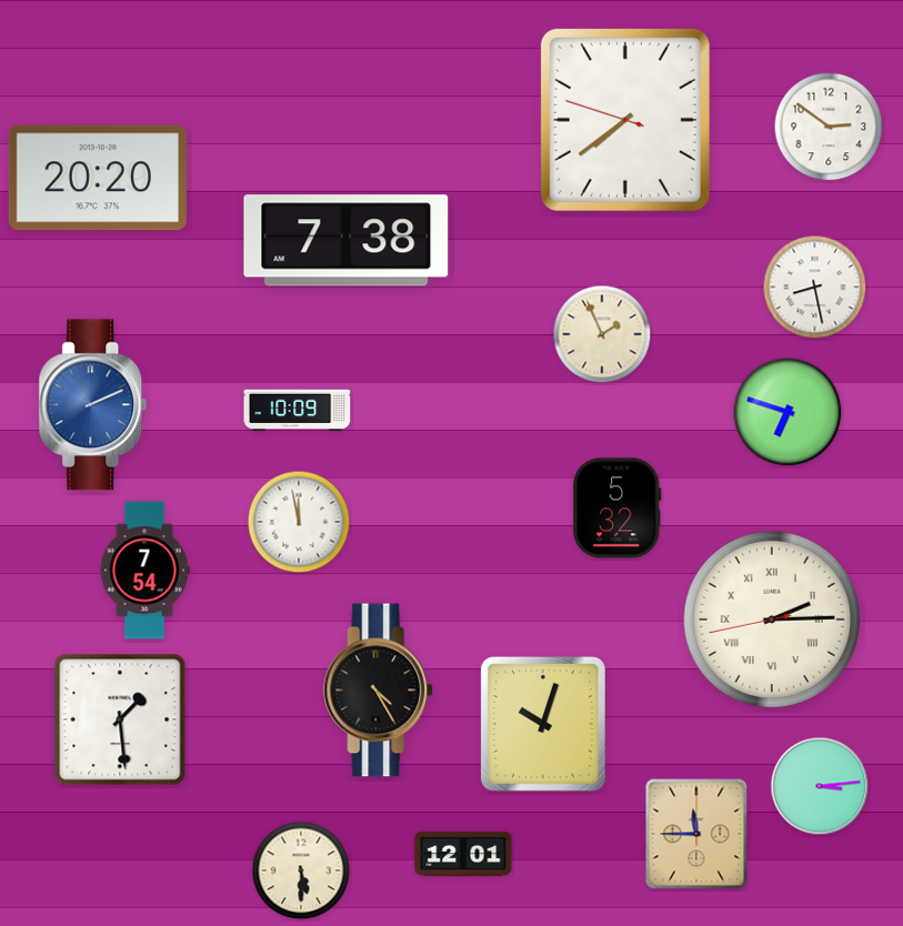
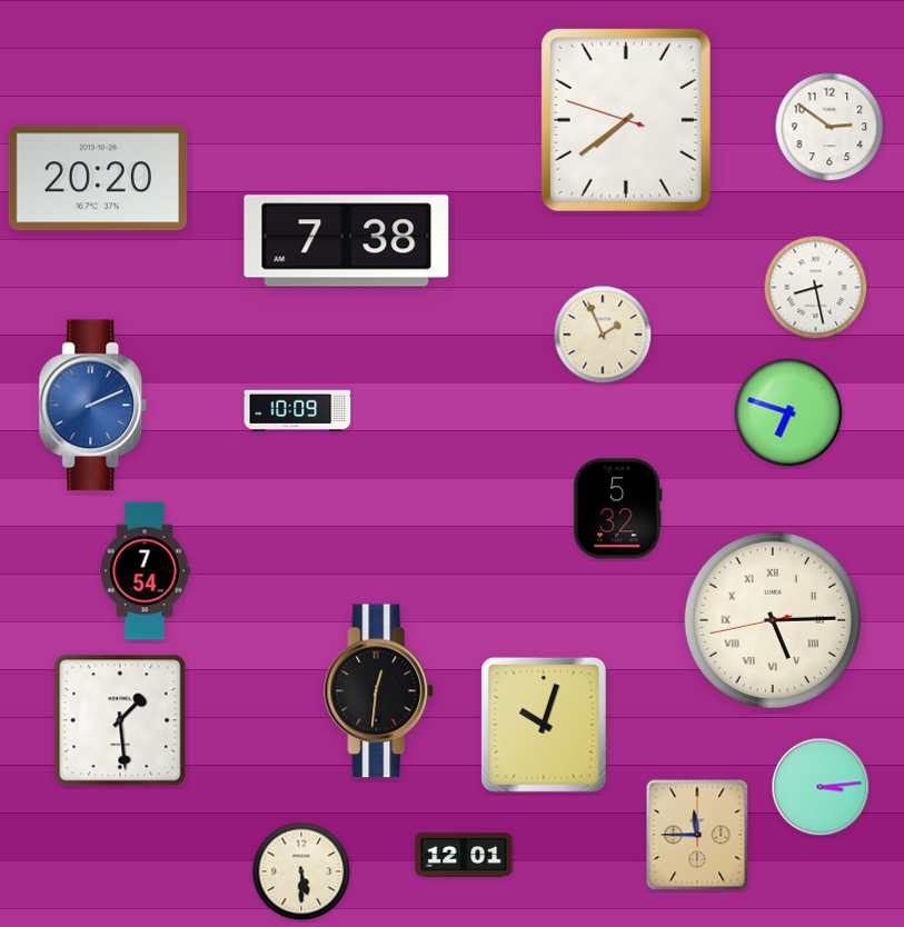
clock at (299, 522): 11:58 -> none
clock at (772, 620): 2:14 -> 5:14
clock at (379, 691): 4:25 -> 12:31
